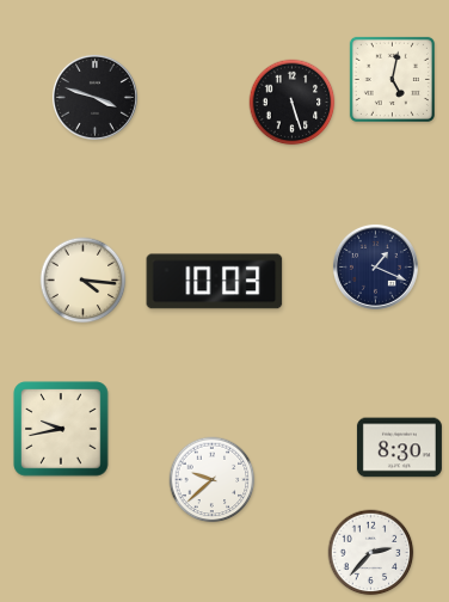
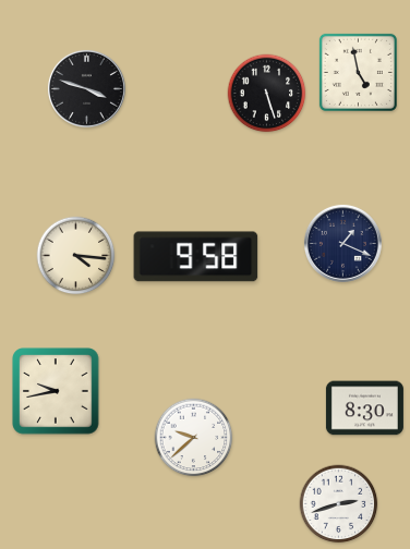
clock at (392, 79): 5:02 -> 4:58
clock at (215, 282): 10:03 -> 9:58
clock at (371, 553): 2:37 -> 2:42
